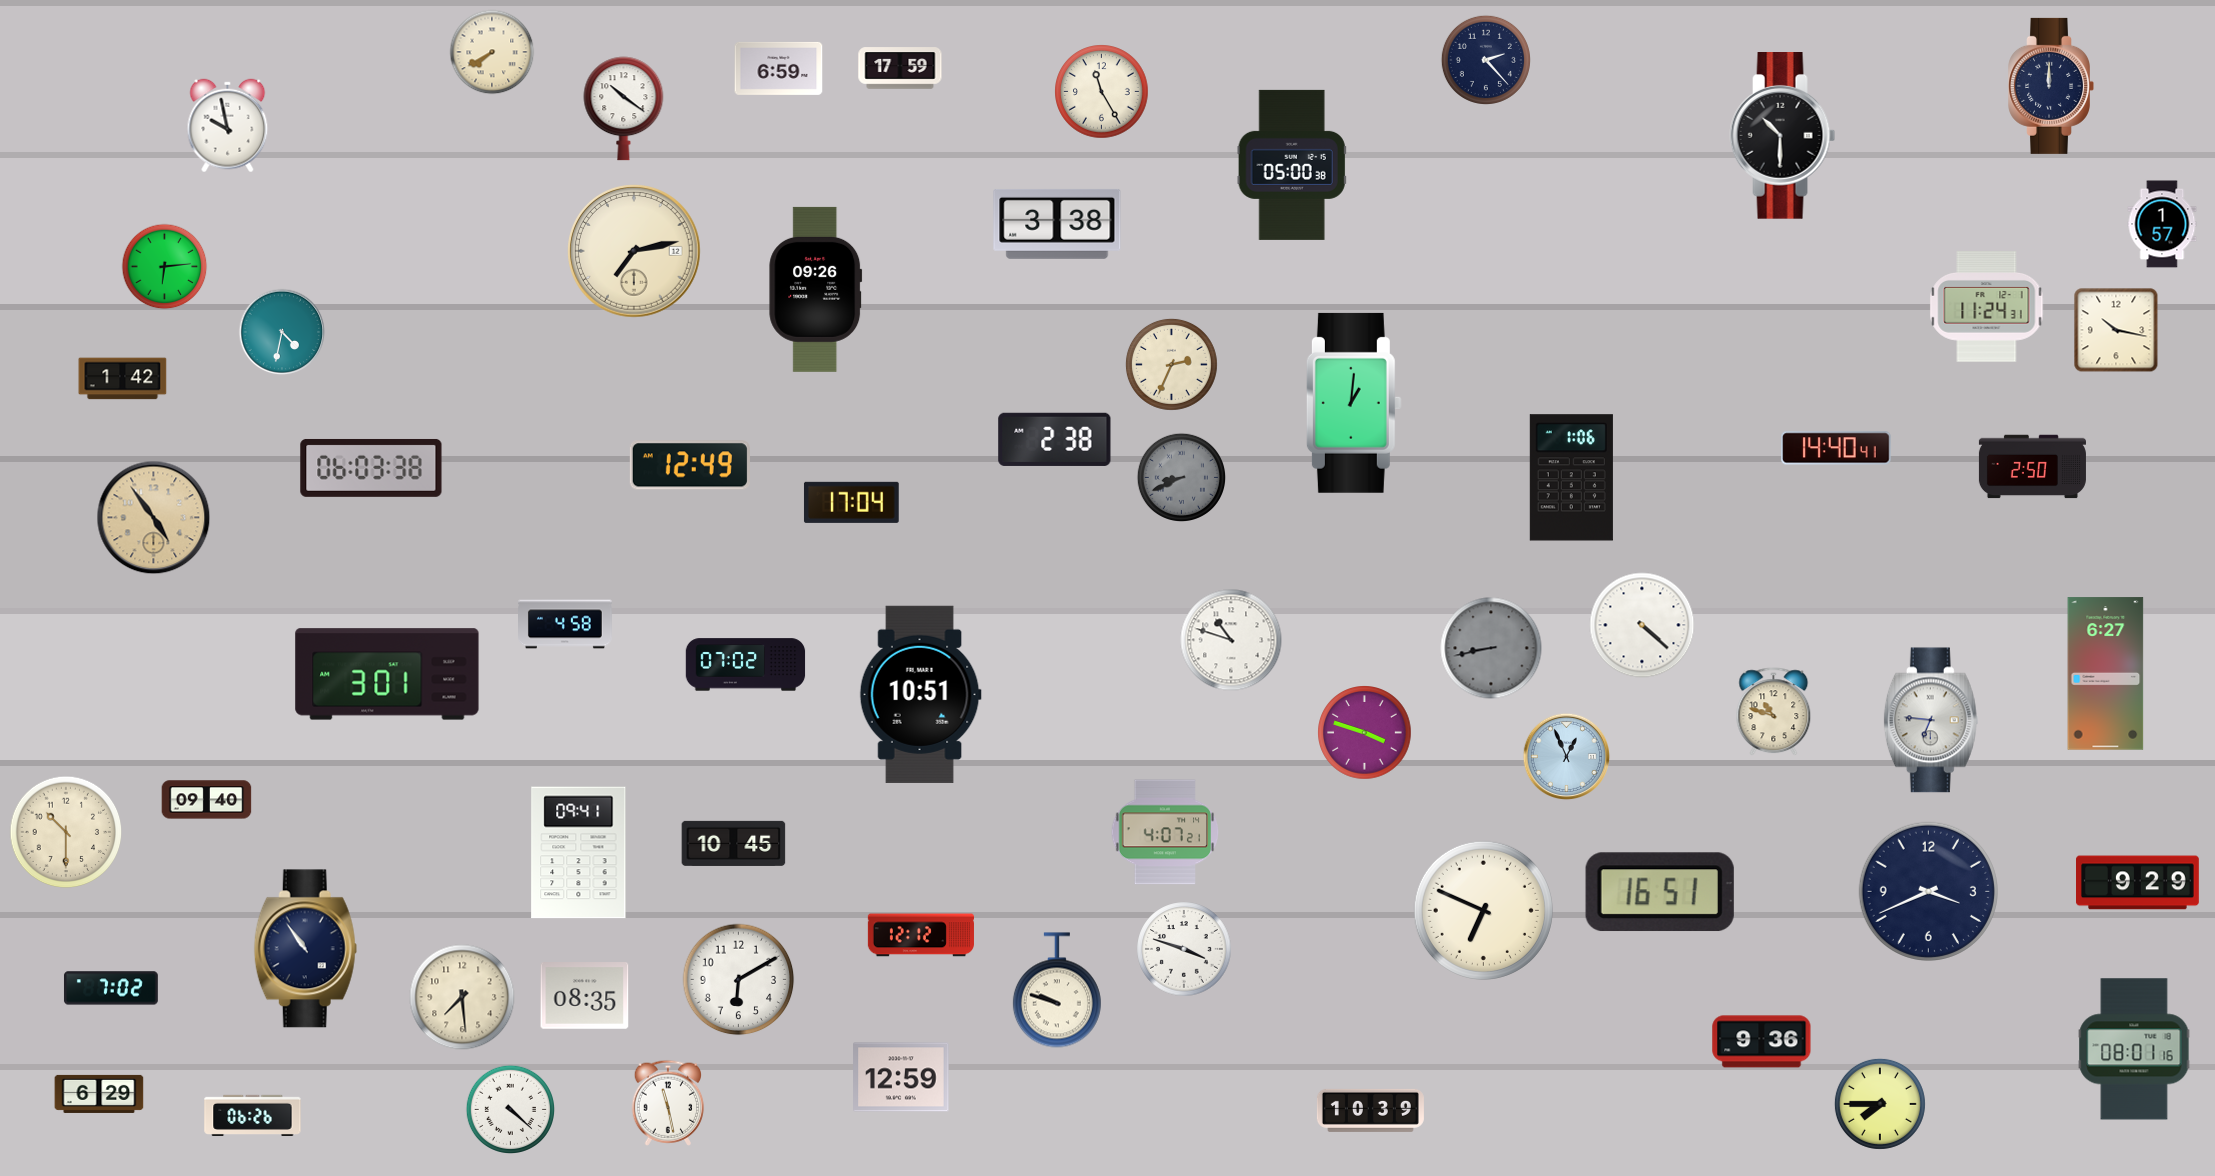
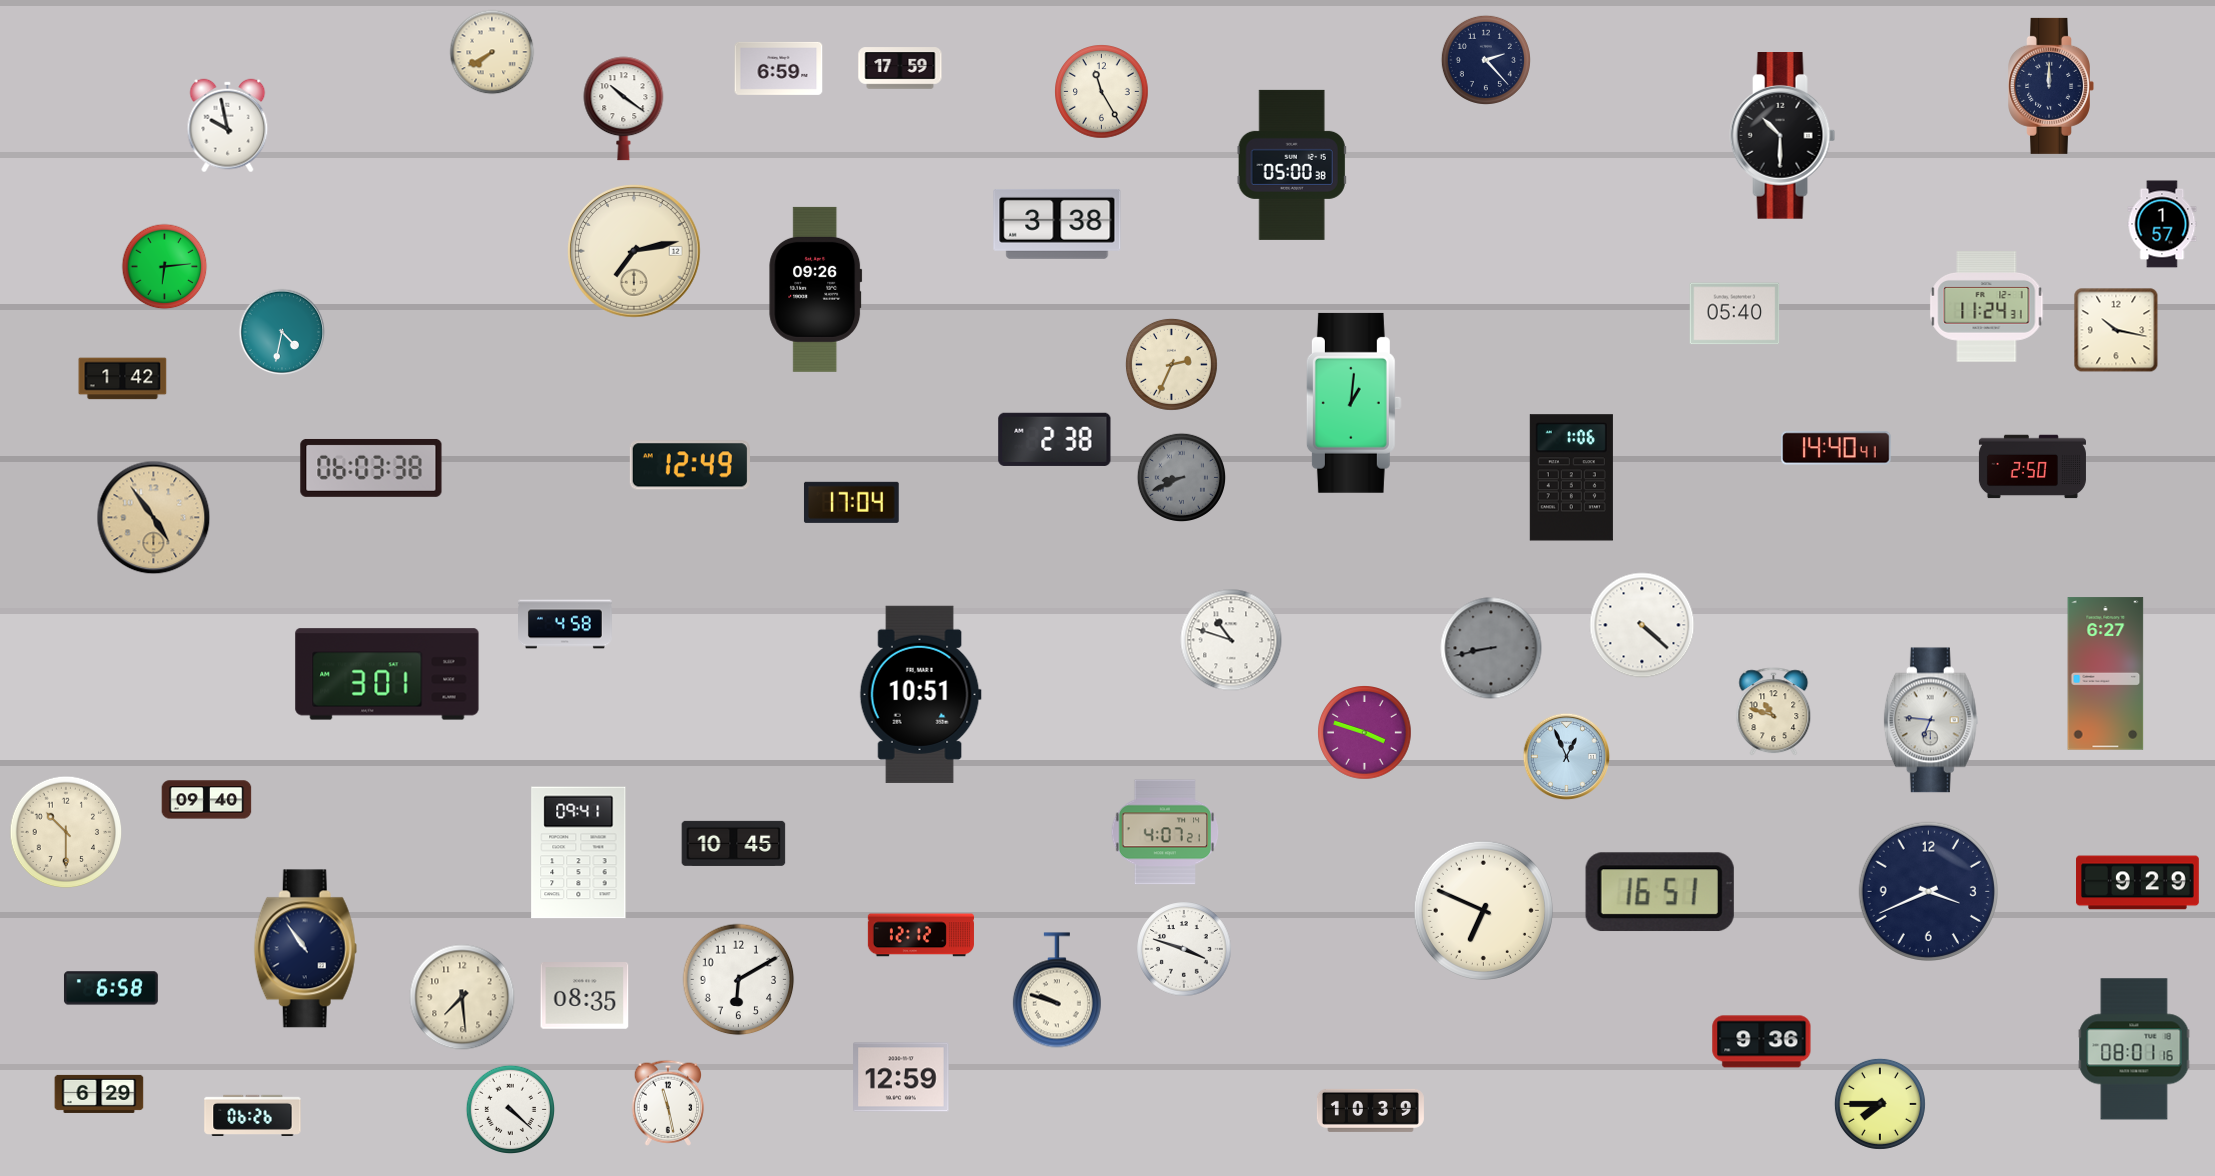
clock at (1735, 314): none -> 05:40
clock at (746, 665): 07:02 -> none
clock at (111, 988): 7:02 -> 6:58
